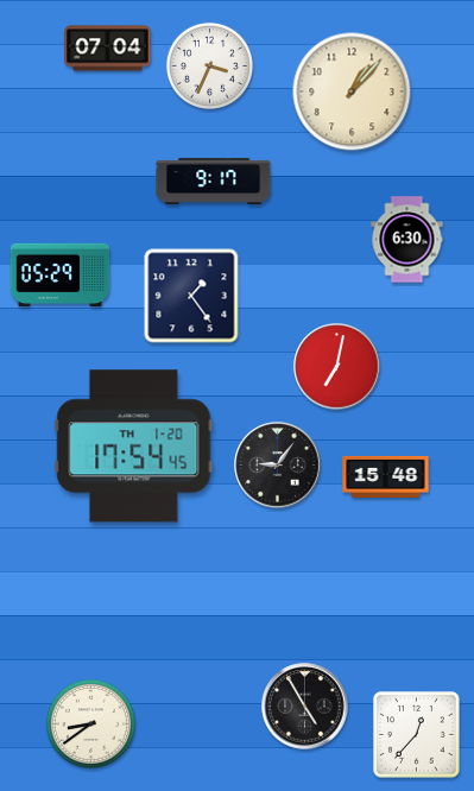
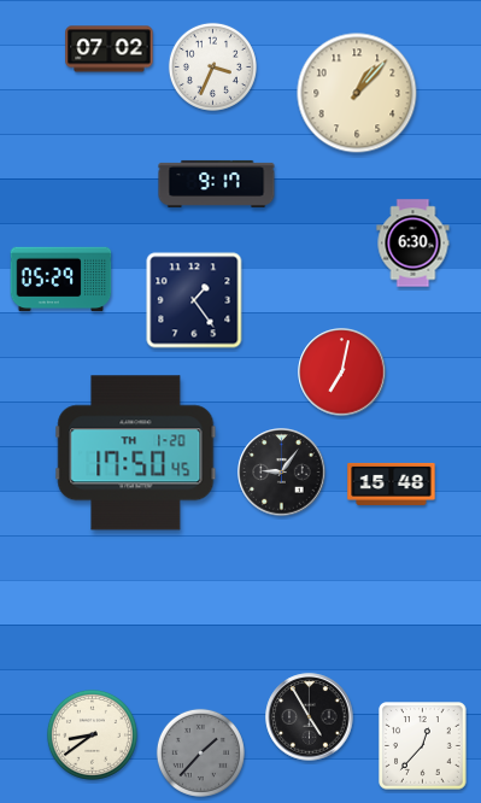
clock at (108, 49): 07:04 -> 07:02
clock at (134, 447): 17:54 -> 17:50
clock at (200, 752): none -> 1:37
